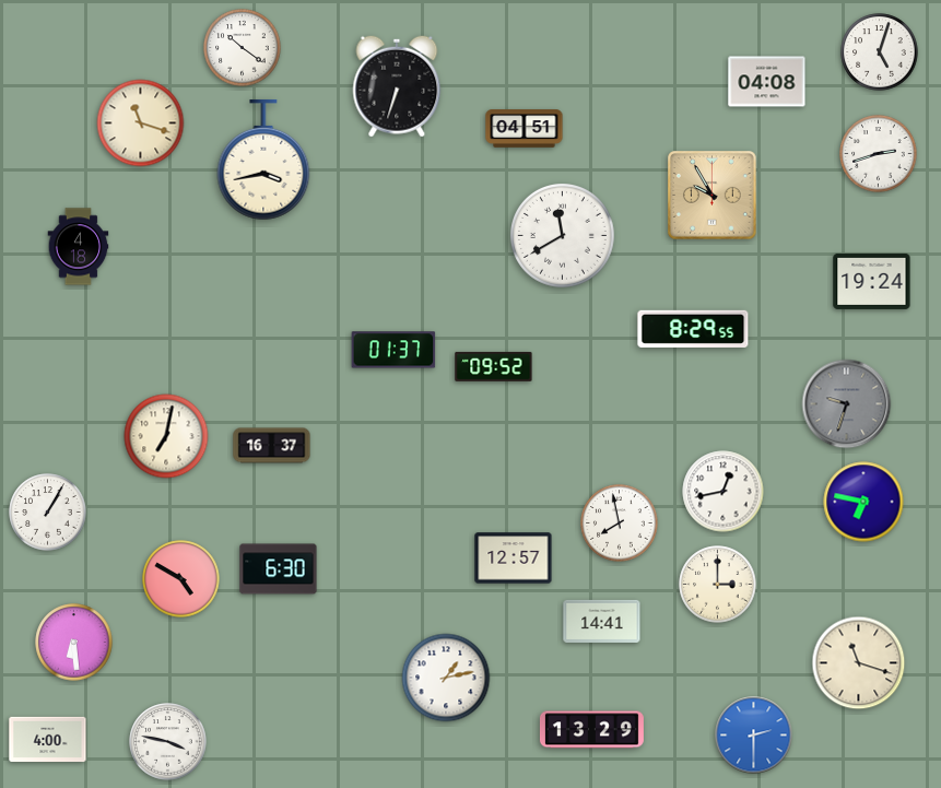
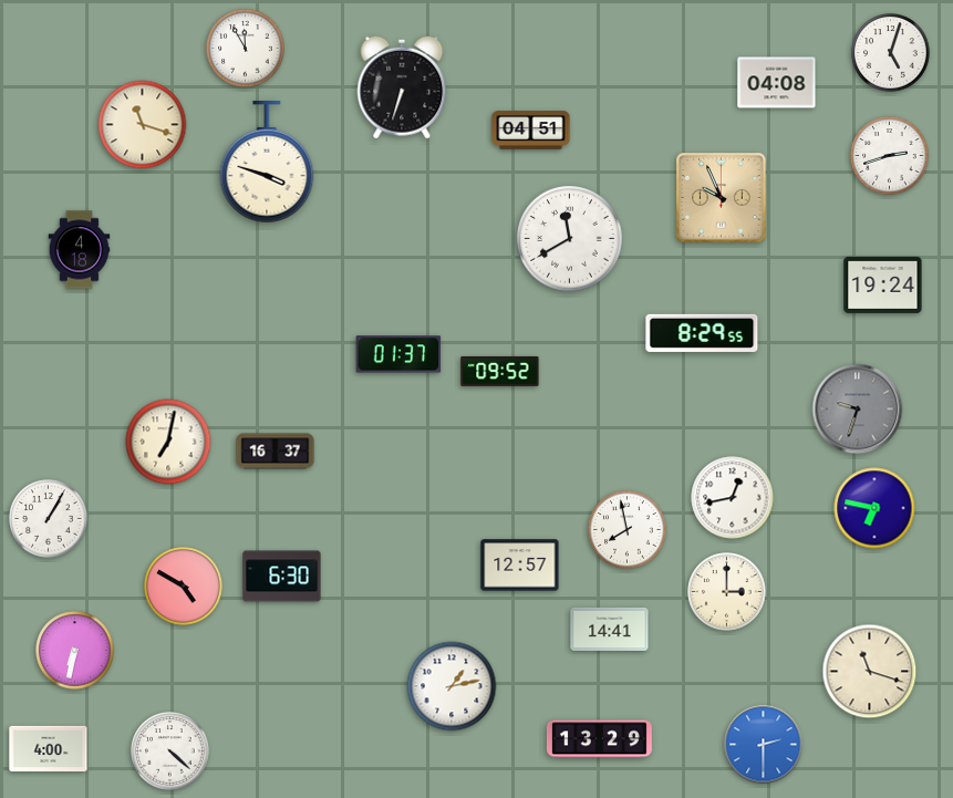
clock at (243, 48): 10:21 -> 11:55
clock at (263, 160): 3:43 -> 3:48
clock at (713, 196): 9:55 -> 9:56
clock at (74, 643): 6:29 -> 6:32
clock at (168, 742): 3:47 -> 4:22
